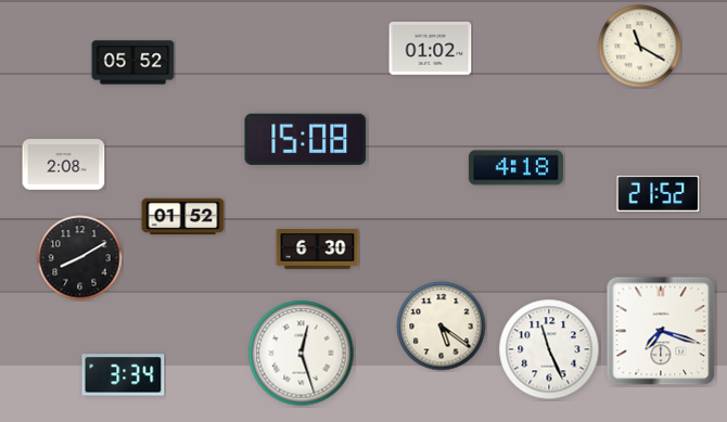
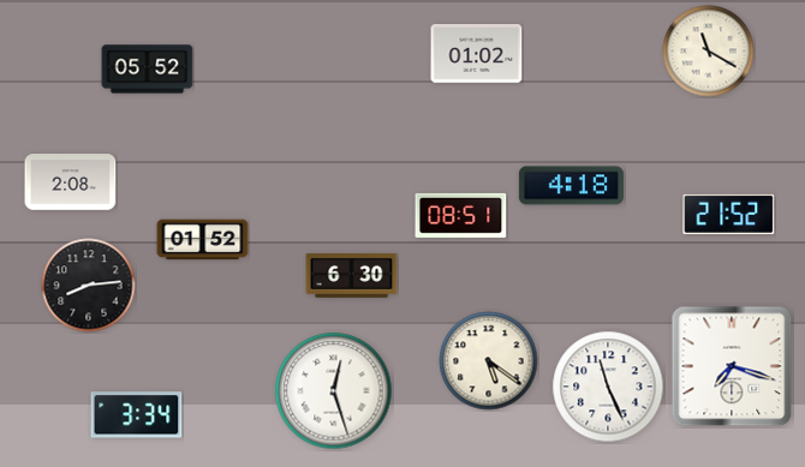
clock at (306, 139): 15:08 -> none
clock at (461, 215): none -> 08:51
clock at (80, 258): 8:10 -> 8:14
